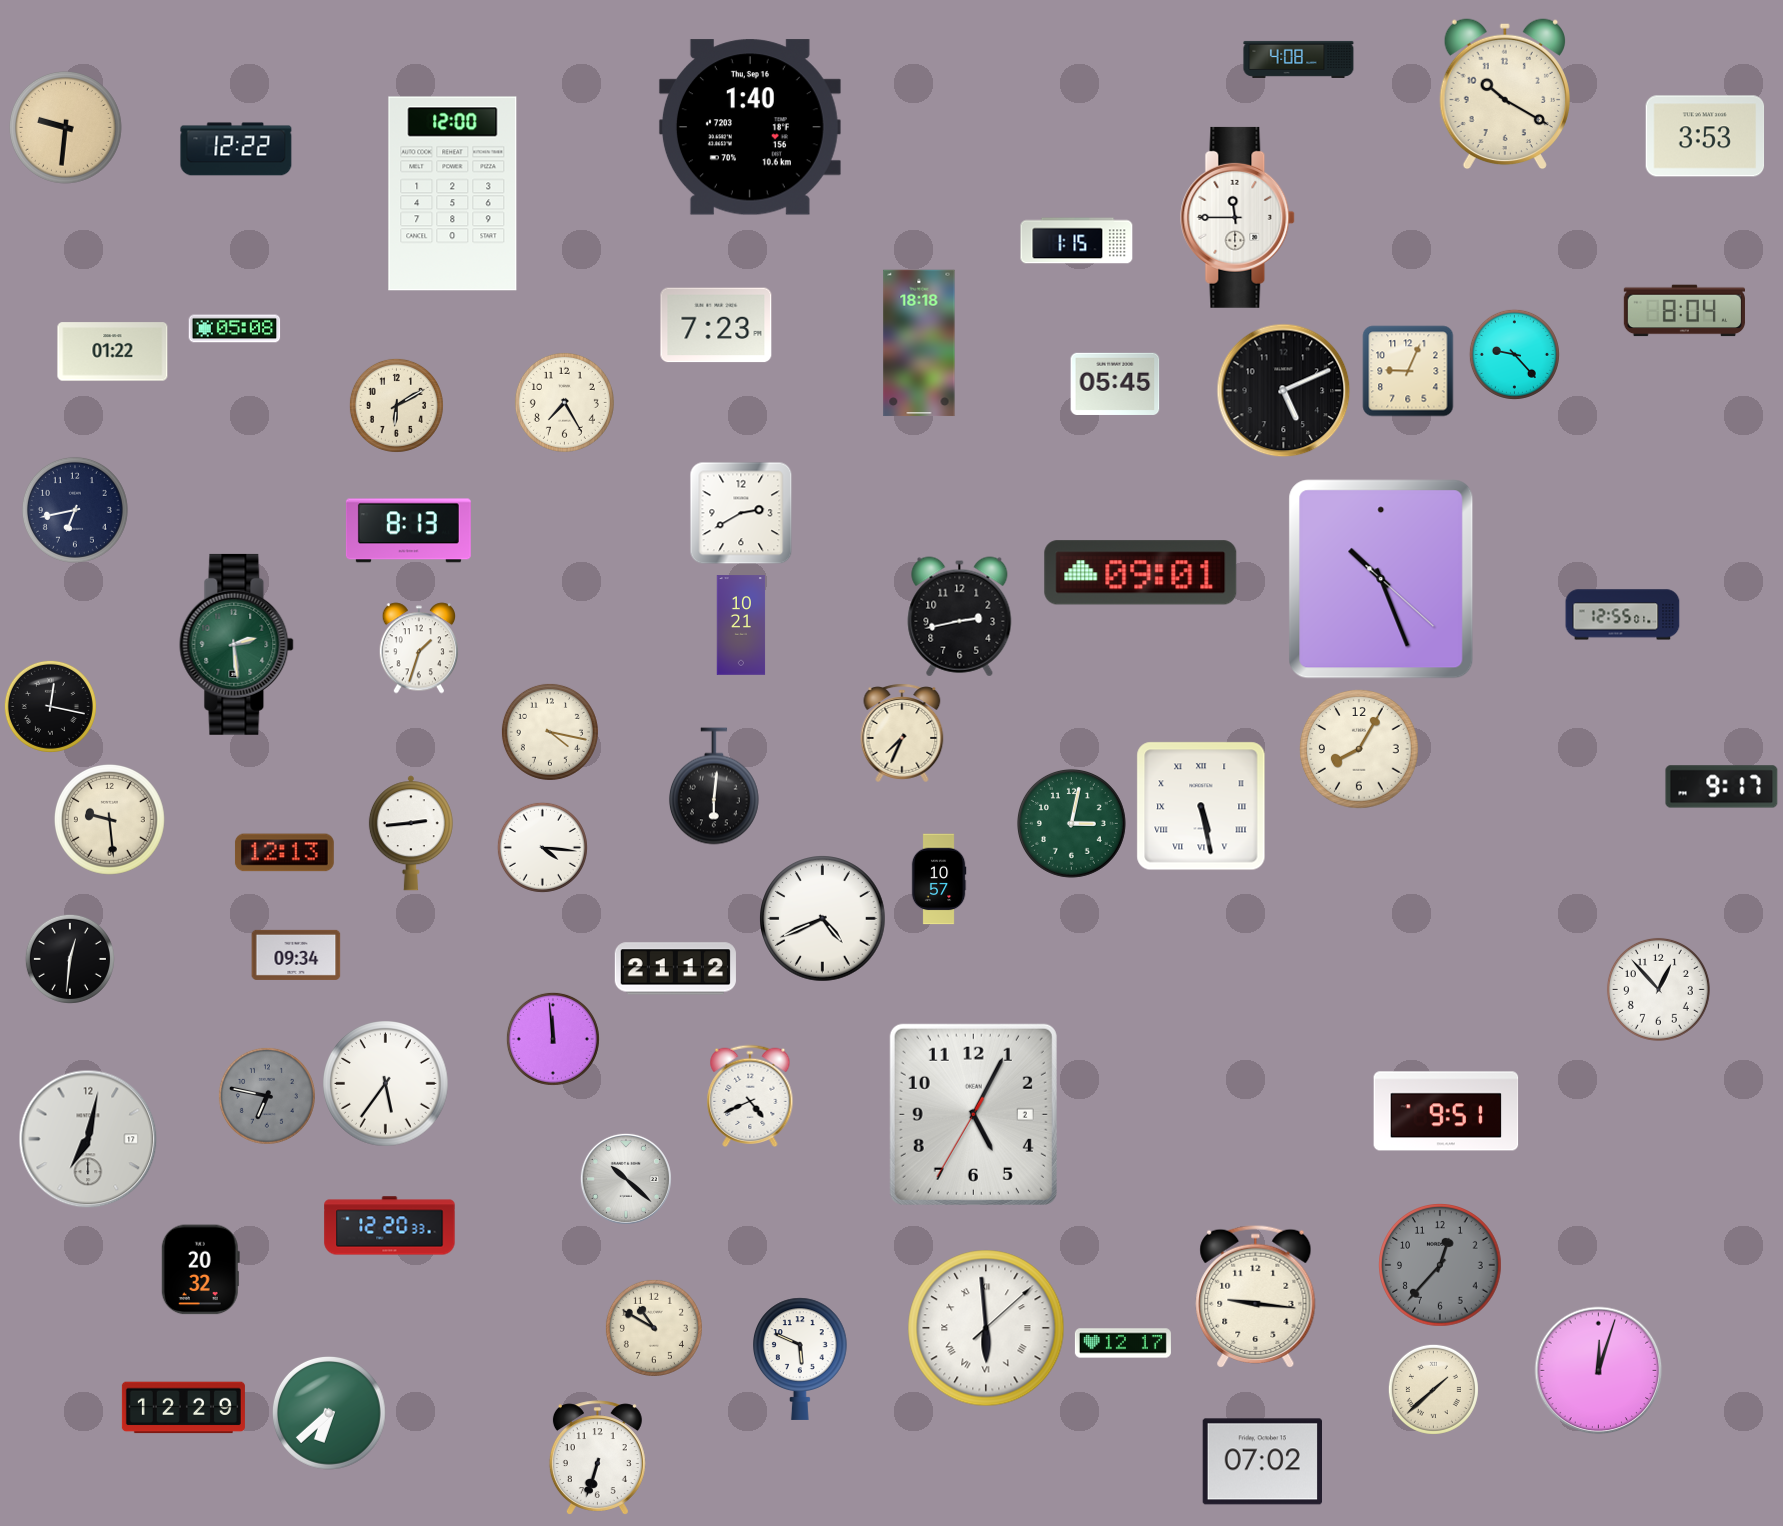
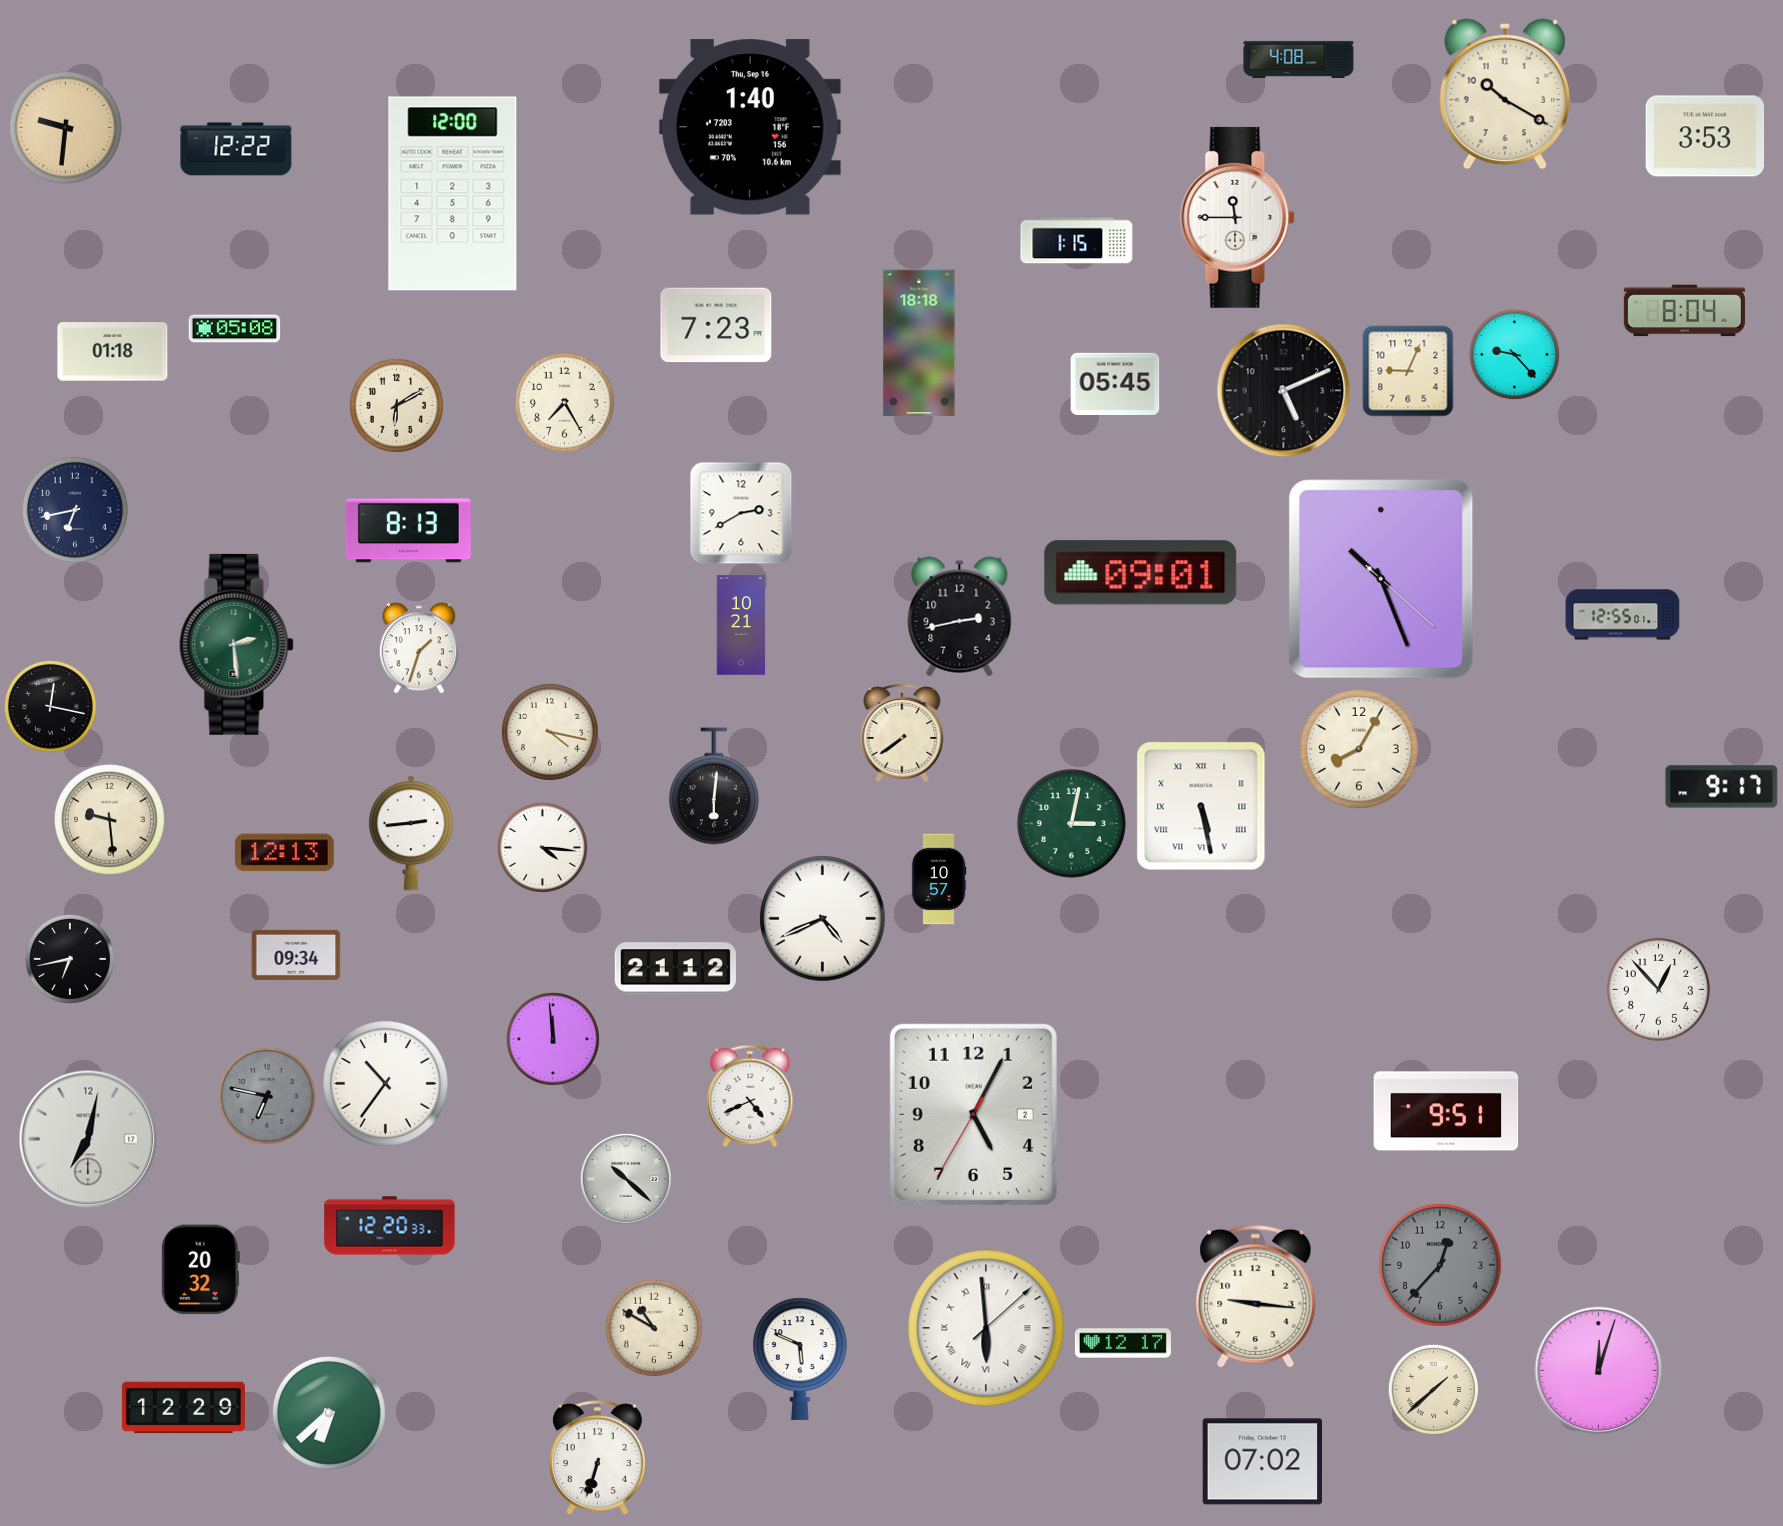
clock at (113, 352): 01:22 -> 01:18
clock at (902, 733): 7:34 -> 7:39
clock at (70, 959): 12:31 -> 6:43
clock at (386, 1084): 5:36 -> 10:36
